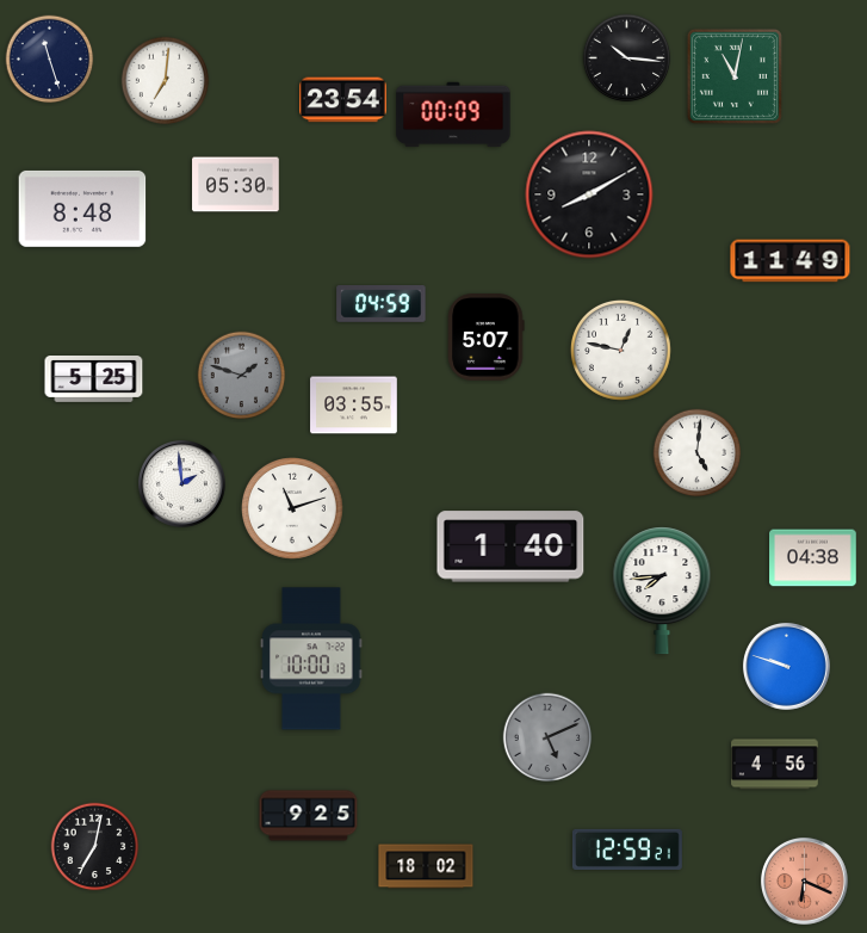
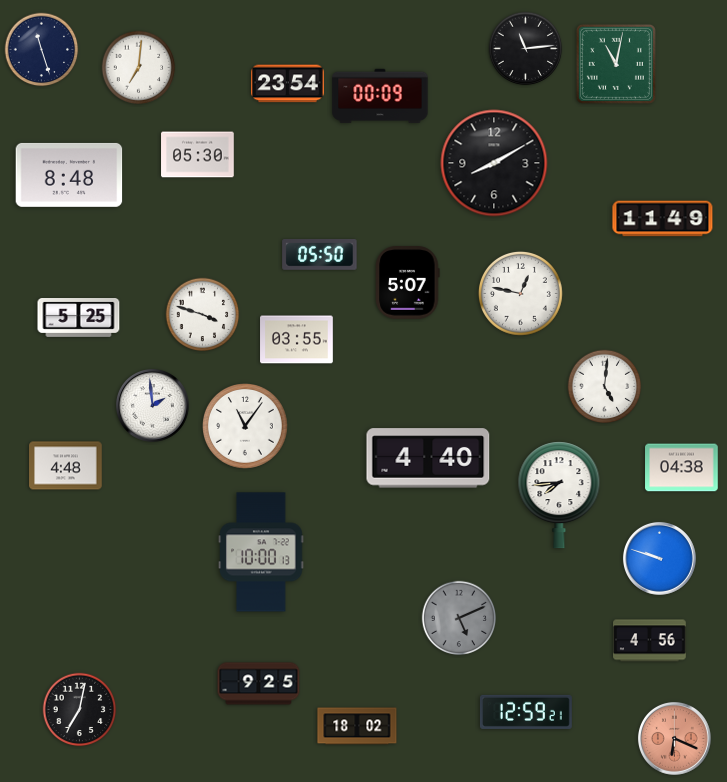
clock at (627, 58): 10:16 -> 11:14
clock at (382, 304): 04:59 -> 05:50
clock at (242, 376): 1:48 -> 3:48
clock at (242, 376) dial: grey -> white
clock at (698, 453) position: (698, 453) -> (605, 387)
clock at (293, 509): 11:12 -> 11:06
clock at (510, 546): 1:40 -> 4:40
clock at (66, 466): none -> 4:48
clock at (662, 591) position: (662, 591) -> (559, 495)
